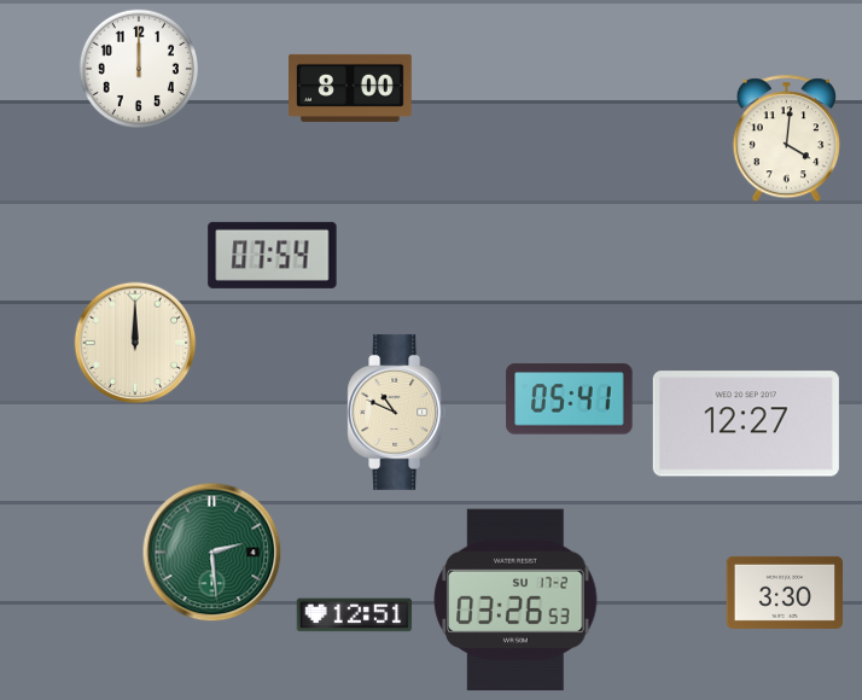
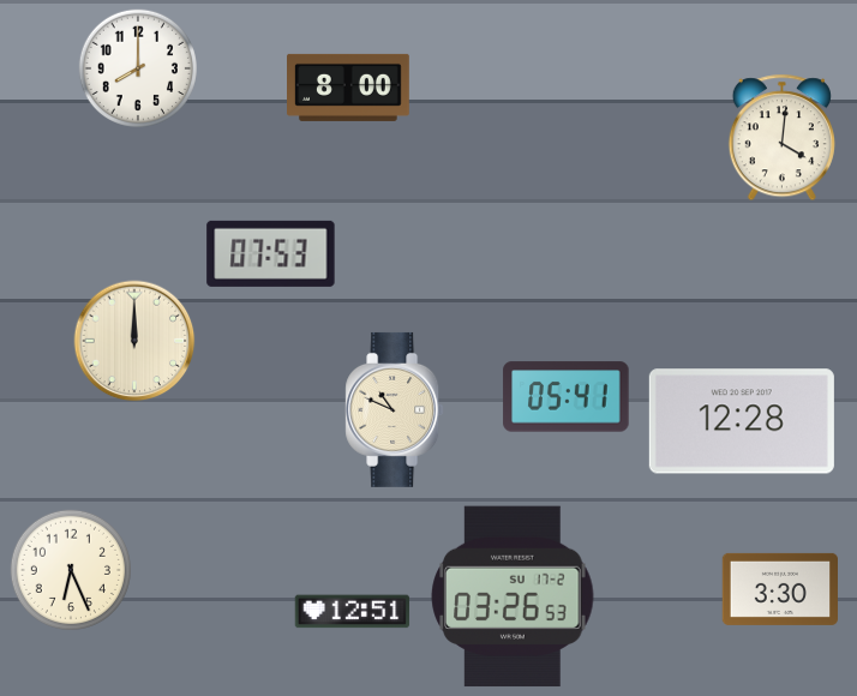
clock at (138, 68): 12:00 -> 8:00
clock at (273, 255): 07:54 -> 07:53
clock at (746, 424): 12:27 -> 12:28
clock at (212, 553): 2:29 -> none
clock at (71, 570): none -> 6:26
